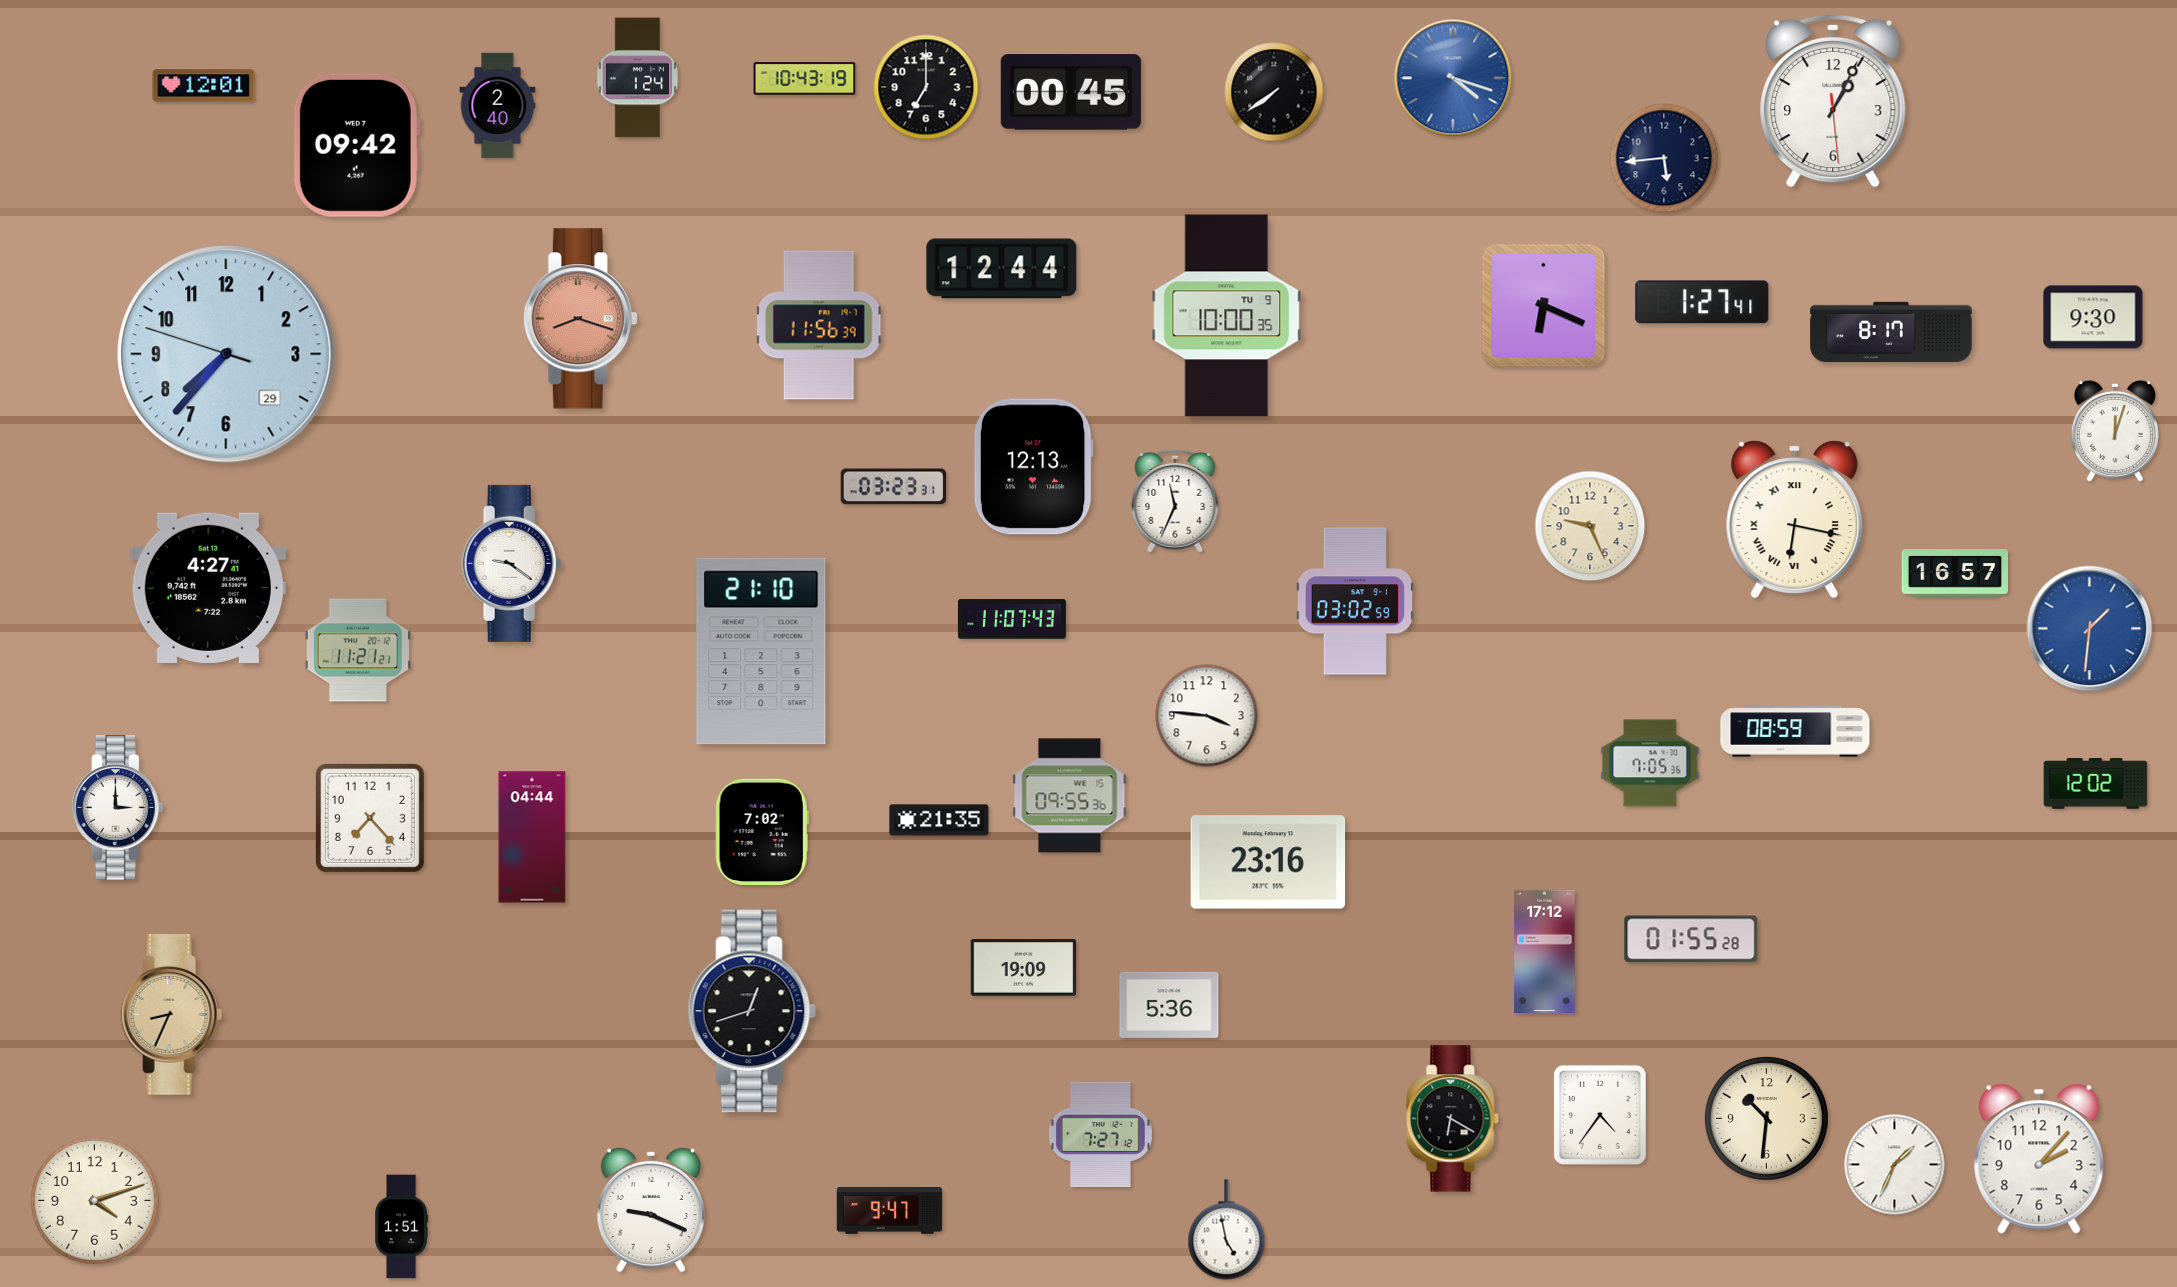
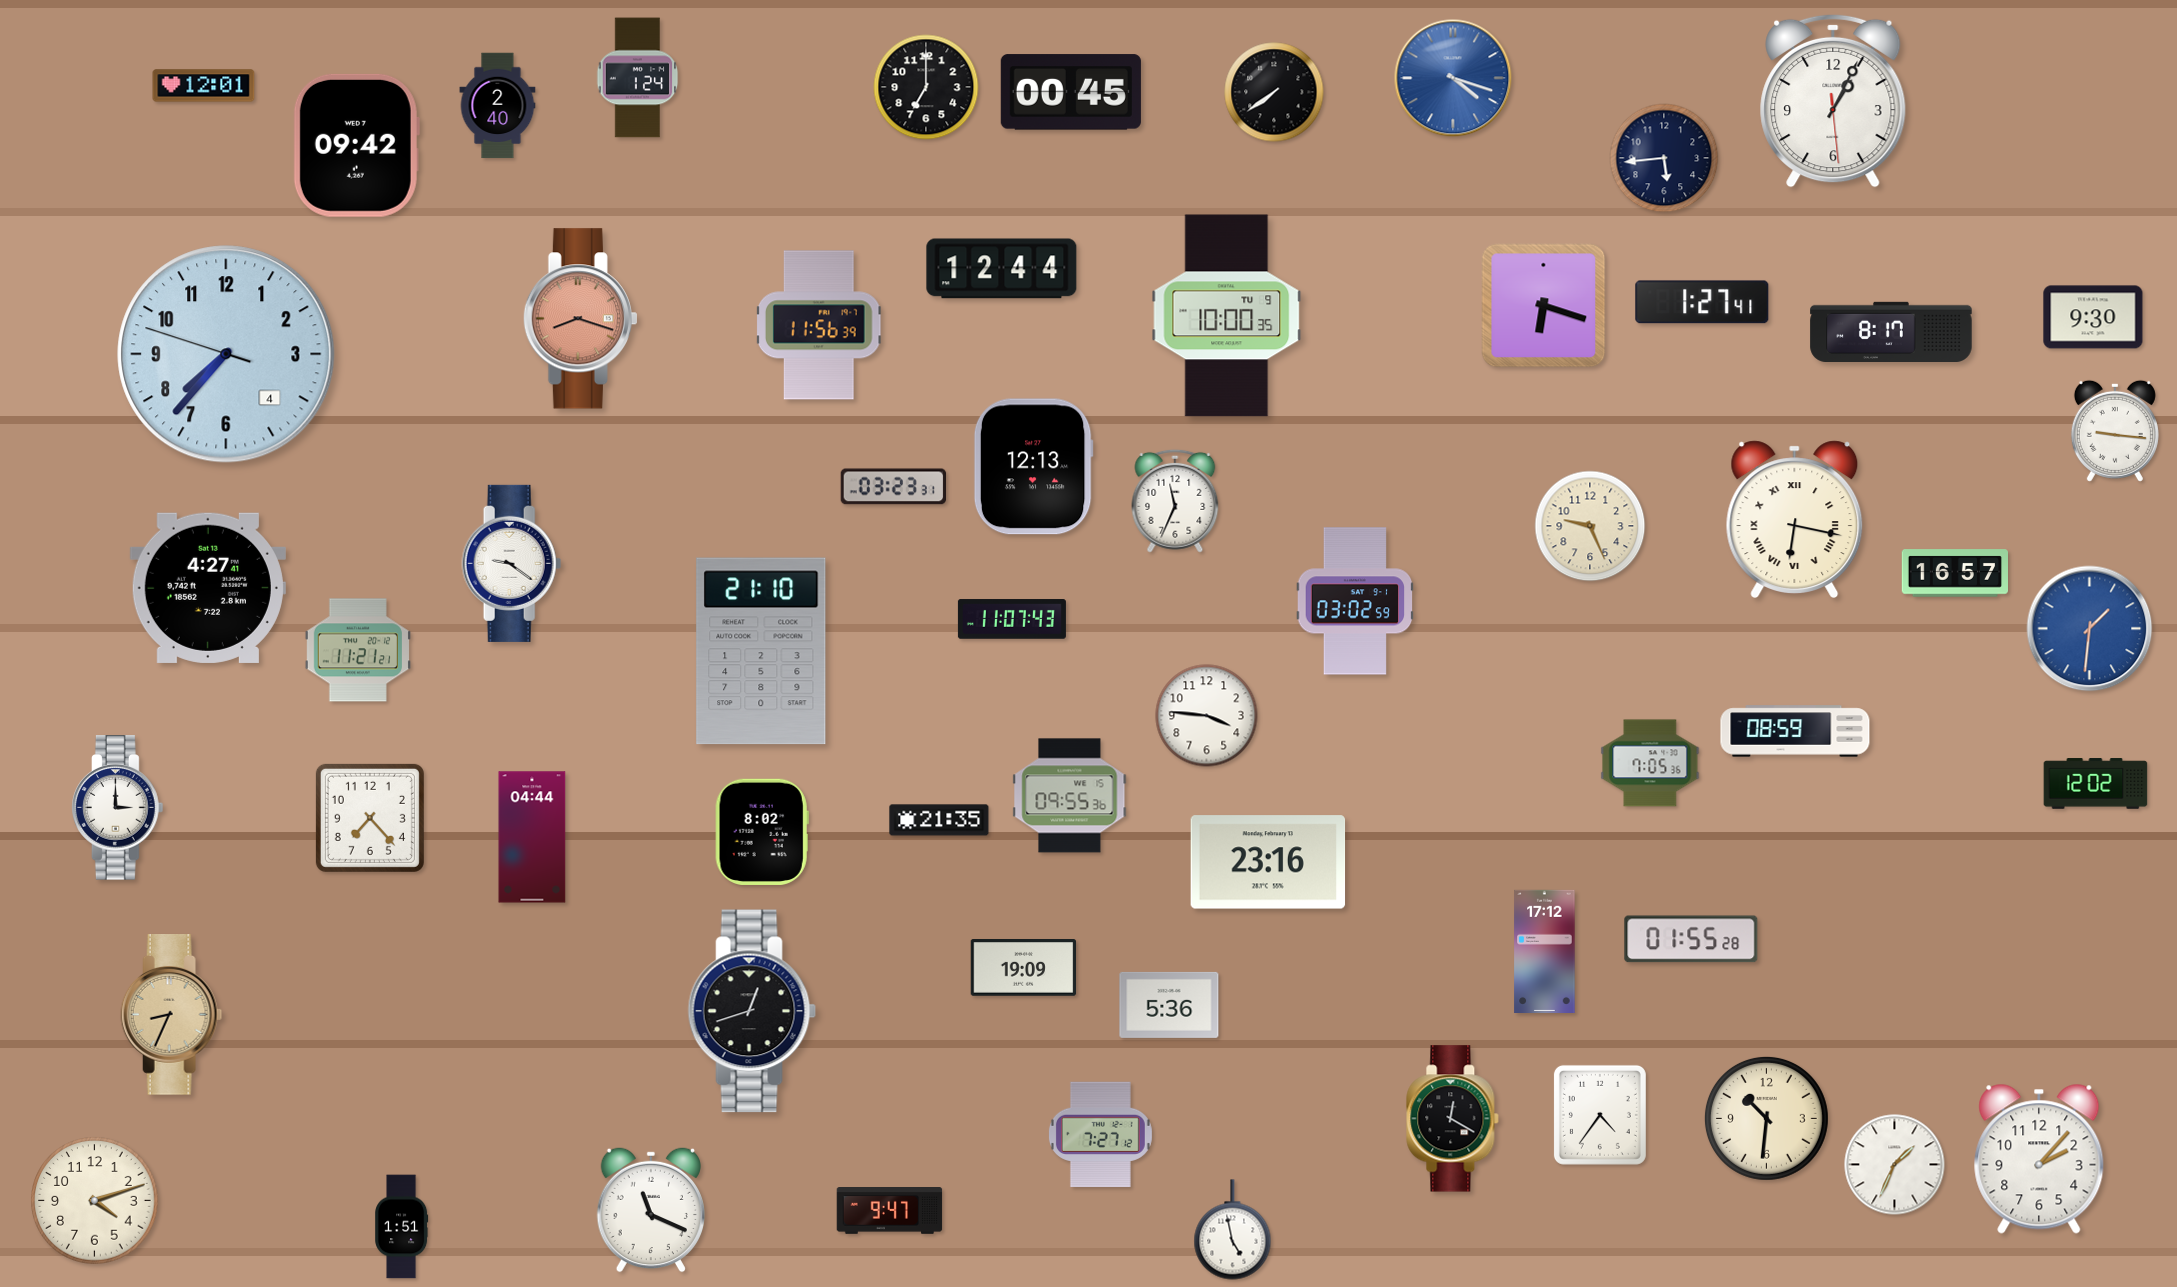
clock at (805, 79): 10:43 -> none
clock at (1544, 306): 6:19 -> 6:18
clock at (226, 354) date: 29 -> 4
clock at (2115, 431): 12:03 -> 9:16
clock at (762, 832): 7:02 -> 8:02
clock at (1453, 1119): 6:20 -> 12:20
clock at (650, 1210): 9:19 -> 11:19
clock at (1227, 1230) position: (1227, 1230) -> (1233, 1230)
